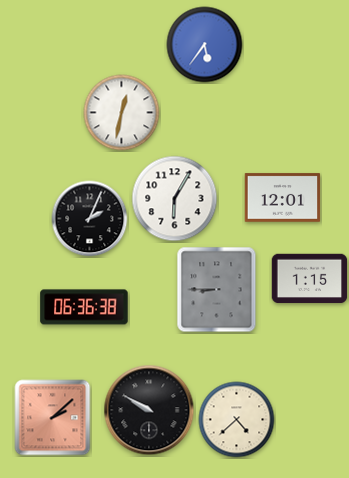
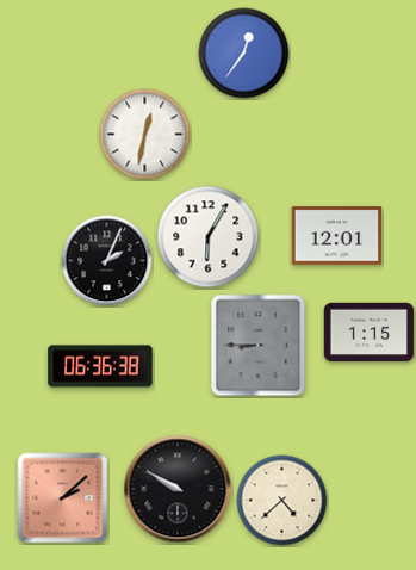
clock at (205, 45): 5:36 -> 12:36
